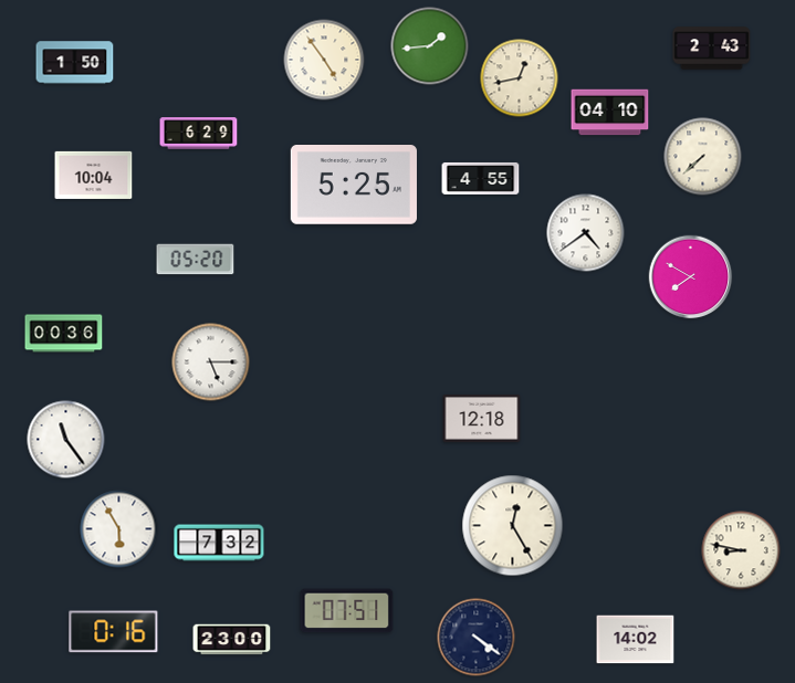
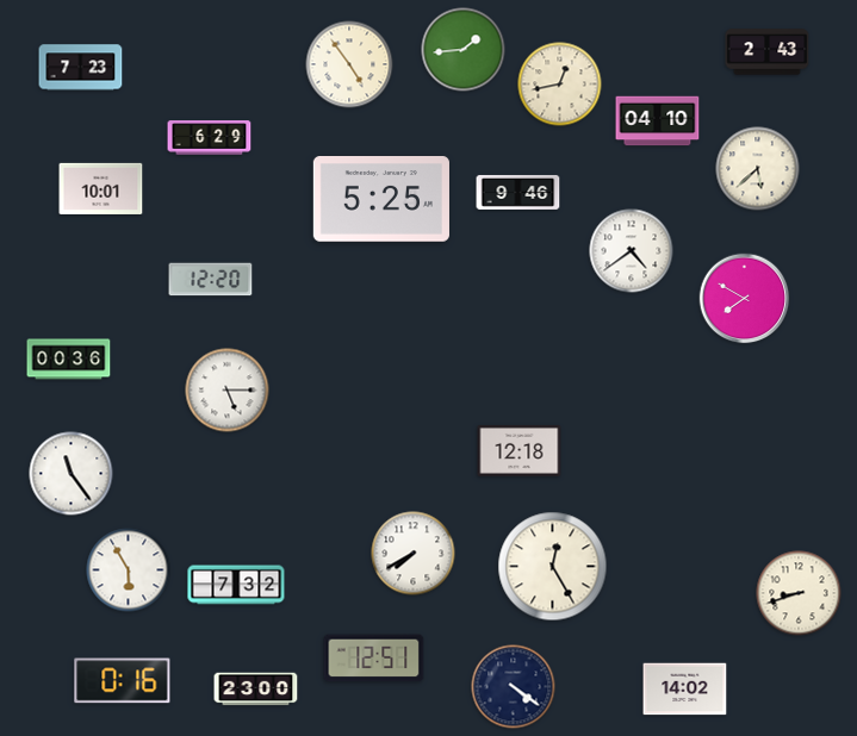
clock at (75, 63): 1:50 -> 7:23
clock at (199, 134) position: (199, 134) -> (210, 138)
clock at (703, 157): 7:38 -> 5:38
clock at (94, 175): 10:04 -> 10:01
clock at (481, 178): 4:55 -> 9:46
clock at (196, 260): 05:20 -> 12:20
clock at (414, 554): none -> 7:40
clock at (741, 550): 8:47 -> 8:42
clock at (347, 611): 07:51 -> 12:51
clock at (232, 640) position: (232, 640) -> (256, 690)
